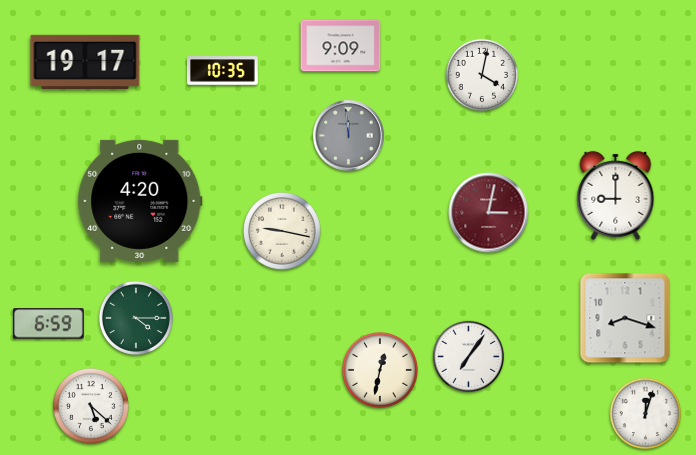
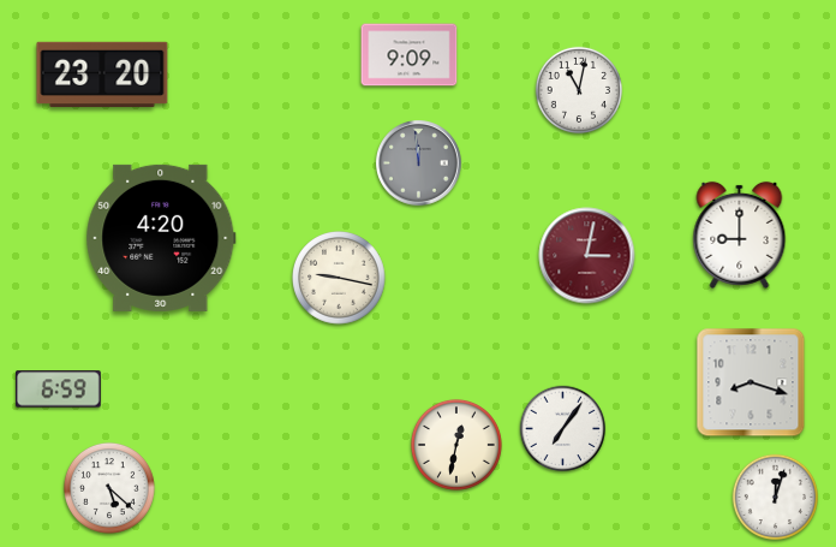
clock at (85, 61): 19:17 -> 23:20
clock at (223, 71): 10:35 -> none
clock at (481, 74): 4:02 -> 11:02
clock at (140, 201) position: (140, 201) -> (161, 238)
clock at (136, 318): 4:15 -> none
